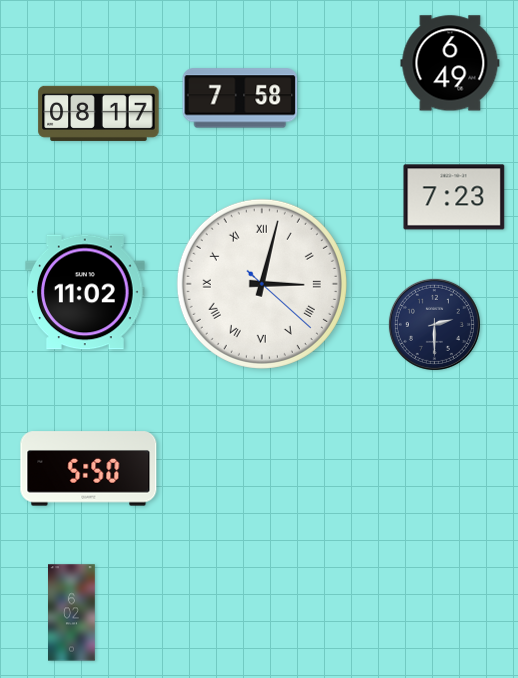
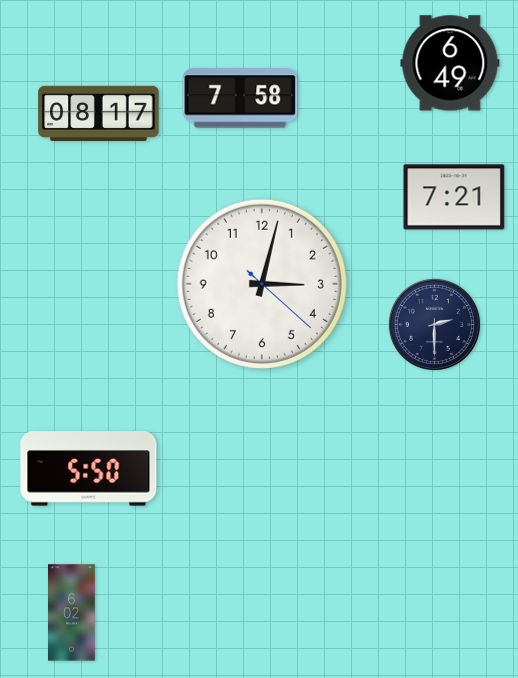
clock at (454, 197): 7:23 -> 7:21
clock at (262, 284) numerals: Roman -> Arabic
clock at (86, 292): 11:02 -> none
